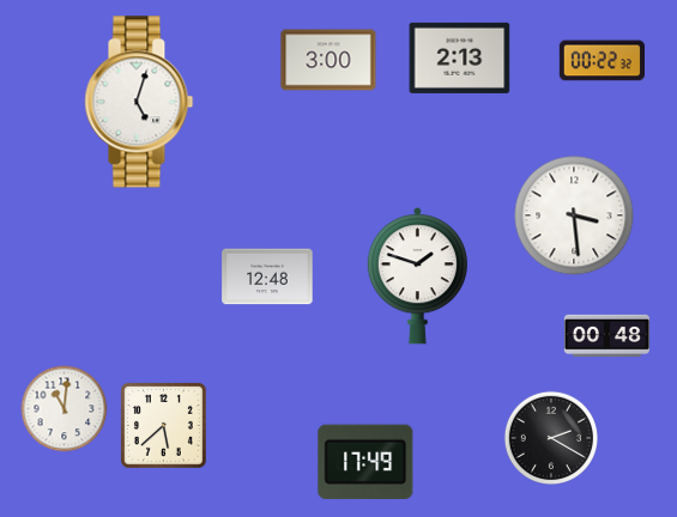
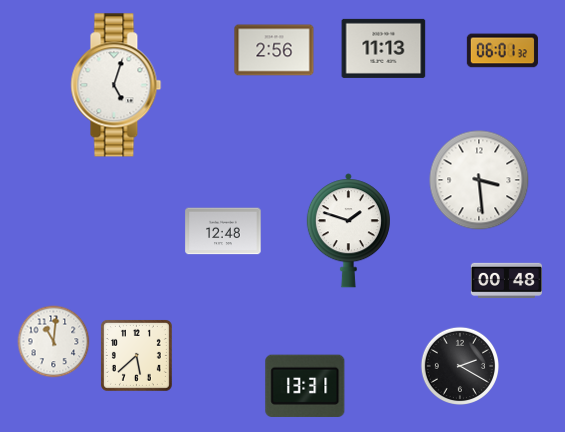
clock at (460, 57): 2:13 -> 11:13
clock at (328, 60): 3:00 -> 2:56
clock at (602, 61): 00:22 -> 06:01
clock at (365, 462): 17:49 -> 13:31
